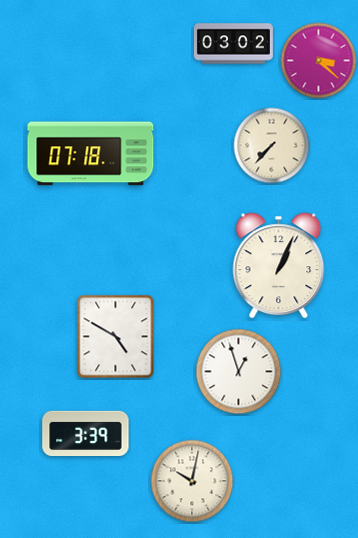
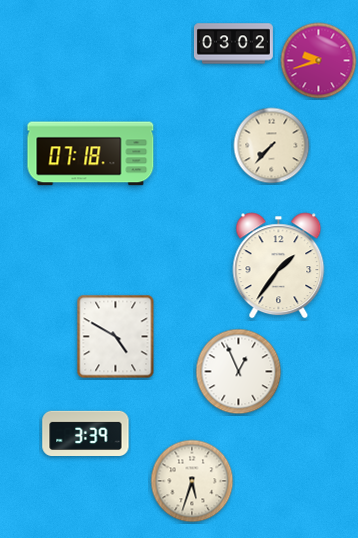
clock at (319, 61): 3:22 -> 9:42
clock at (279, 266): 1:04 -> 1:36
clock at (239, 372): 12:57 -> 12:56
clock at (192, 481): 10:02 -> 5:33
